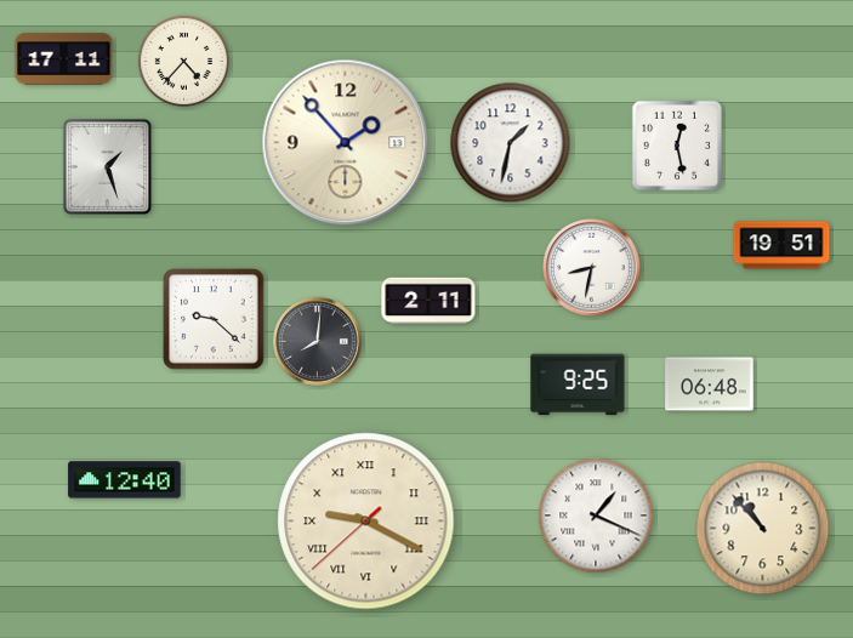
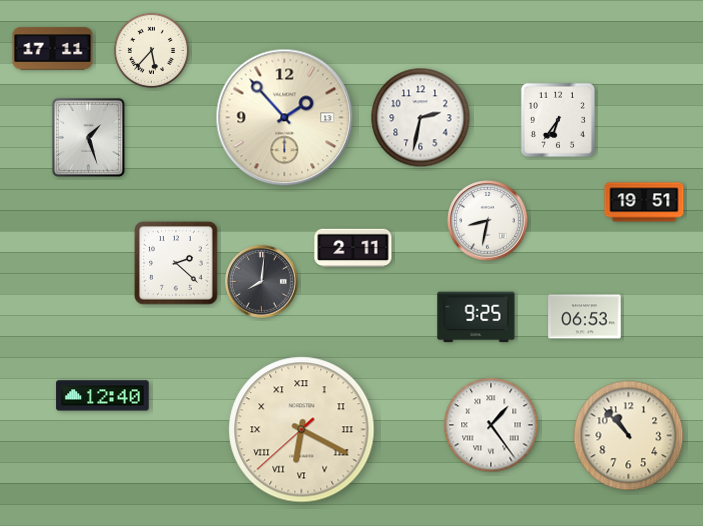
clock at (183, 61): 4:37 -> 5:37
clock at (511, 143): 1:32 -> 2:32
clock at (677, 146): 12:28 -> 6:36
clock at (214, 319): 9:22 -> 2:22
clock at (710, 384): 06:48 -> 06:53
clock at (596, 515): 1:19 -> 1:24
clock at (366, 522): 9:19 -> 6:19
